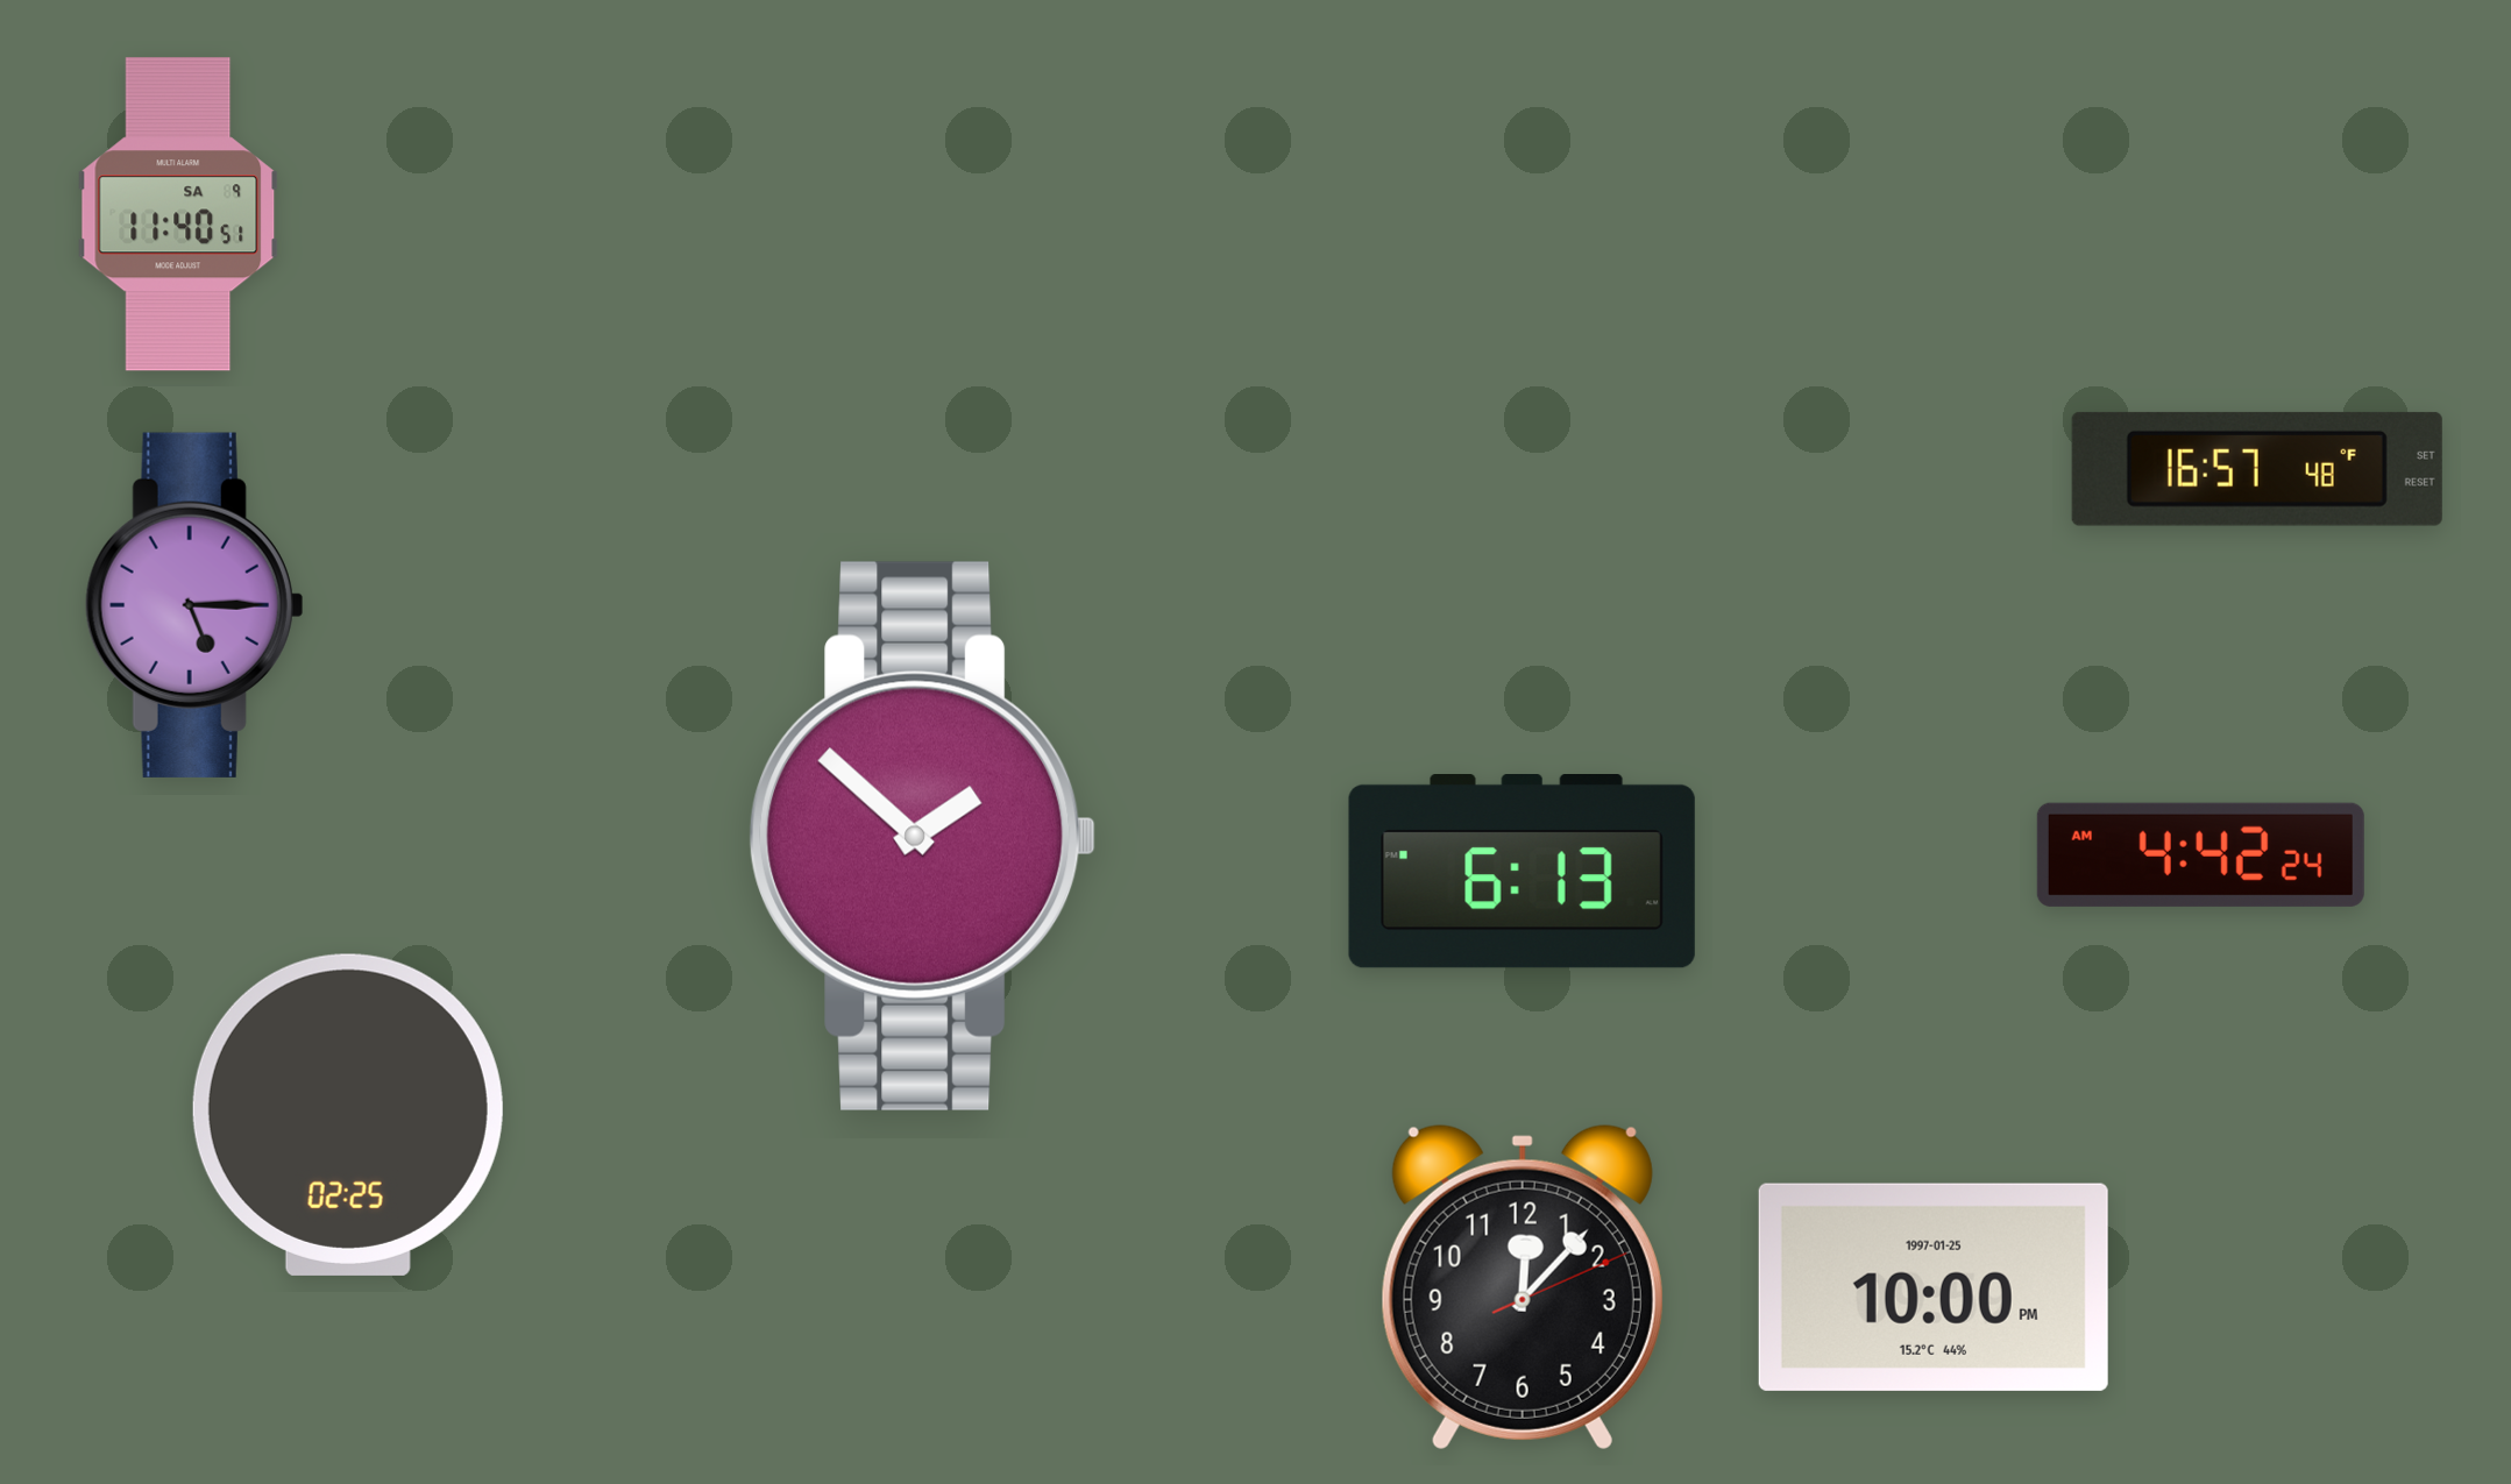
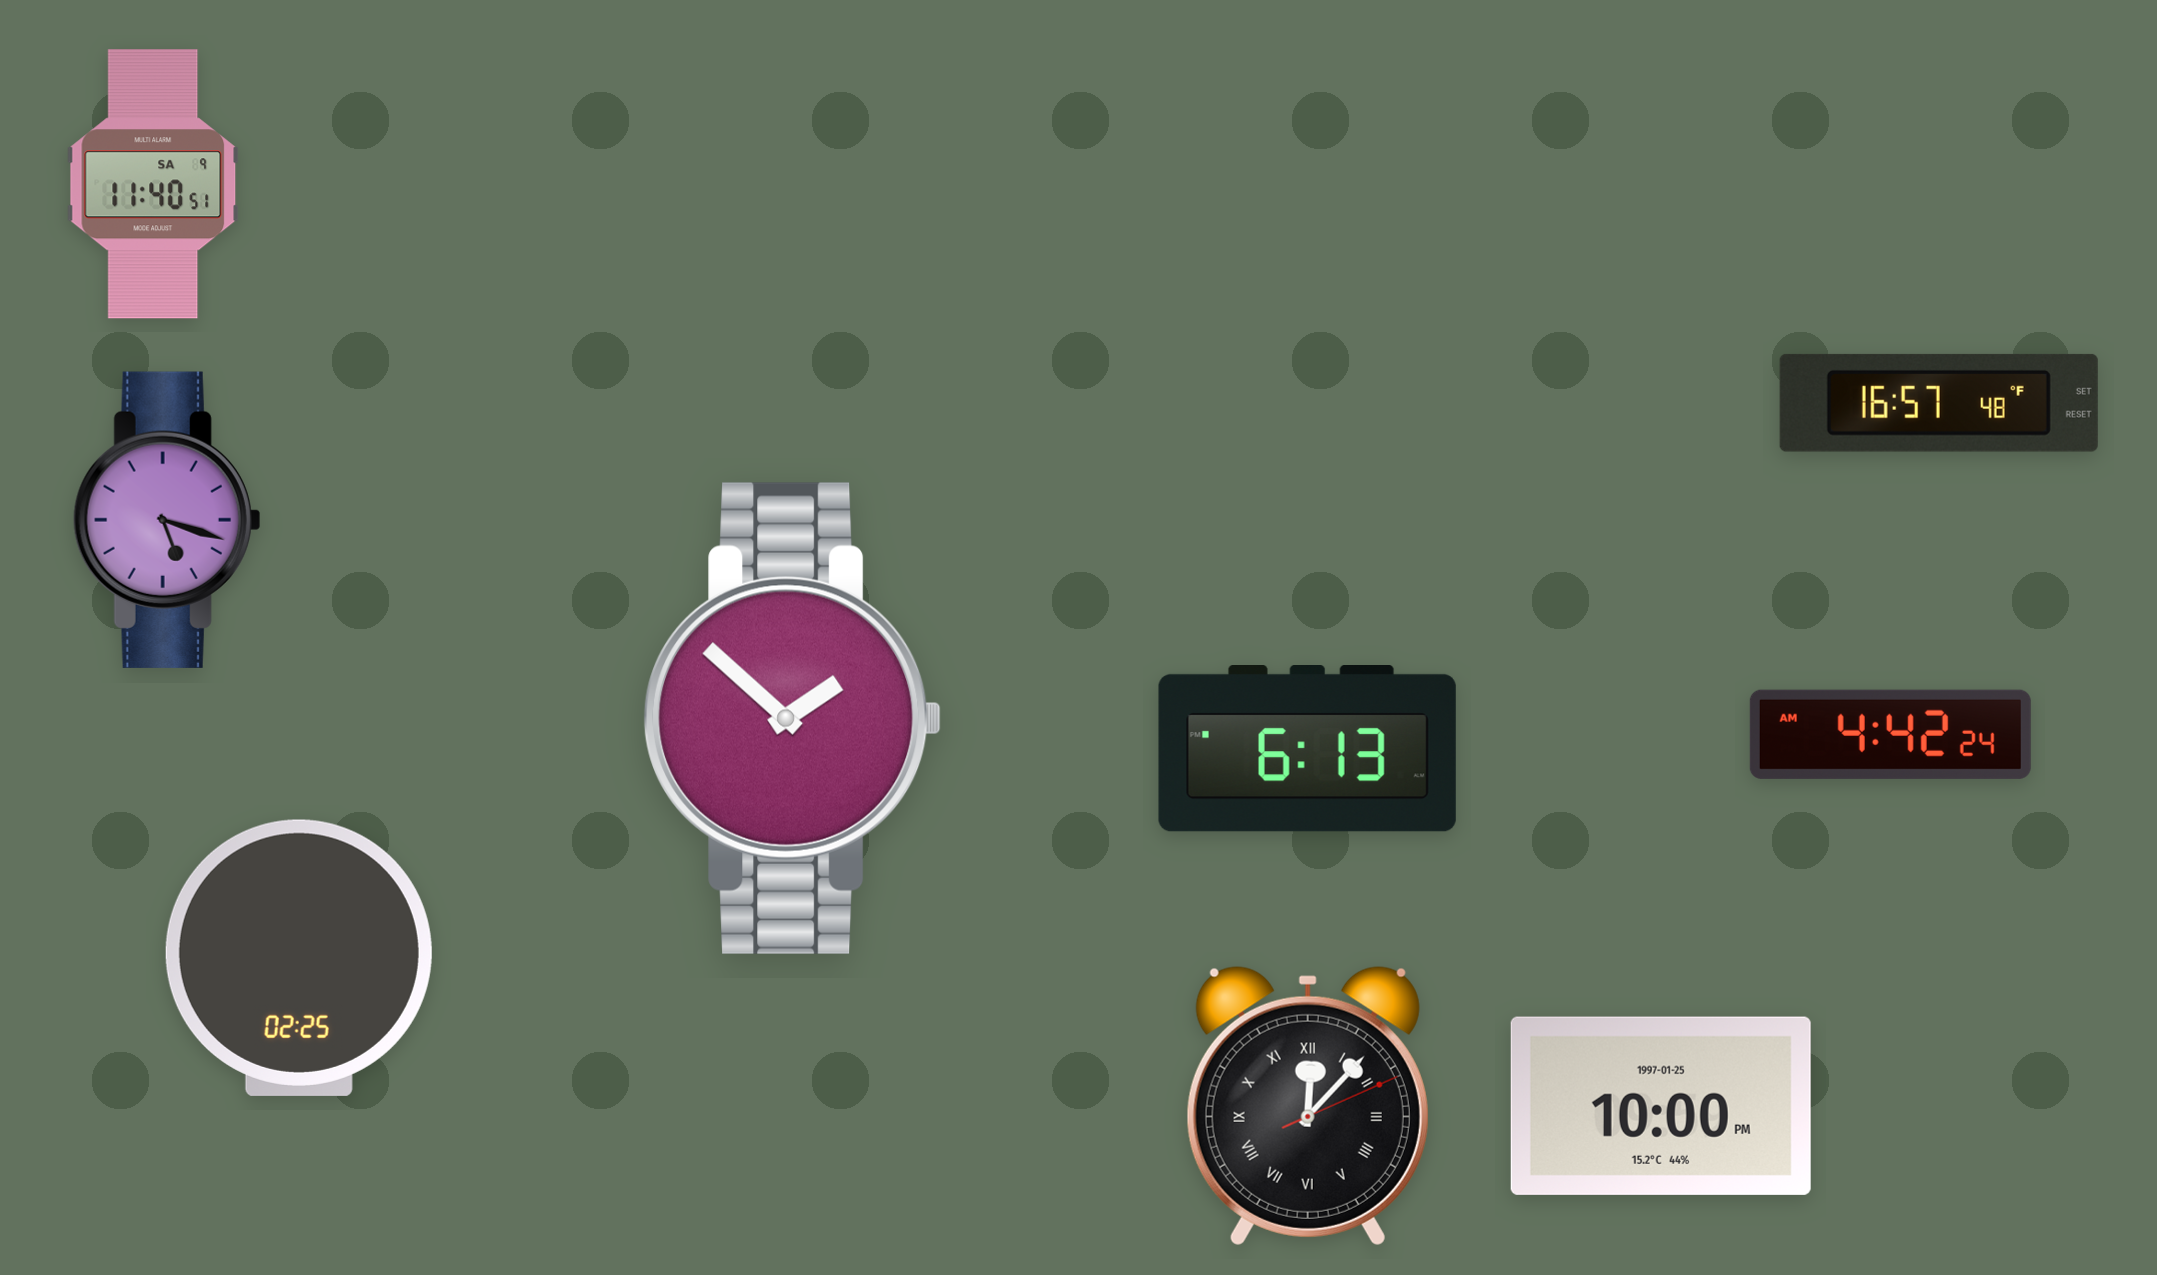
clock at (194, 605): 5:15 -> 5:18
clock at (1523, 1287) numerals: Arabic -> Roman
